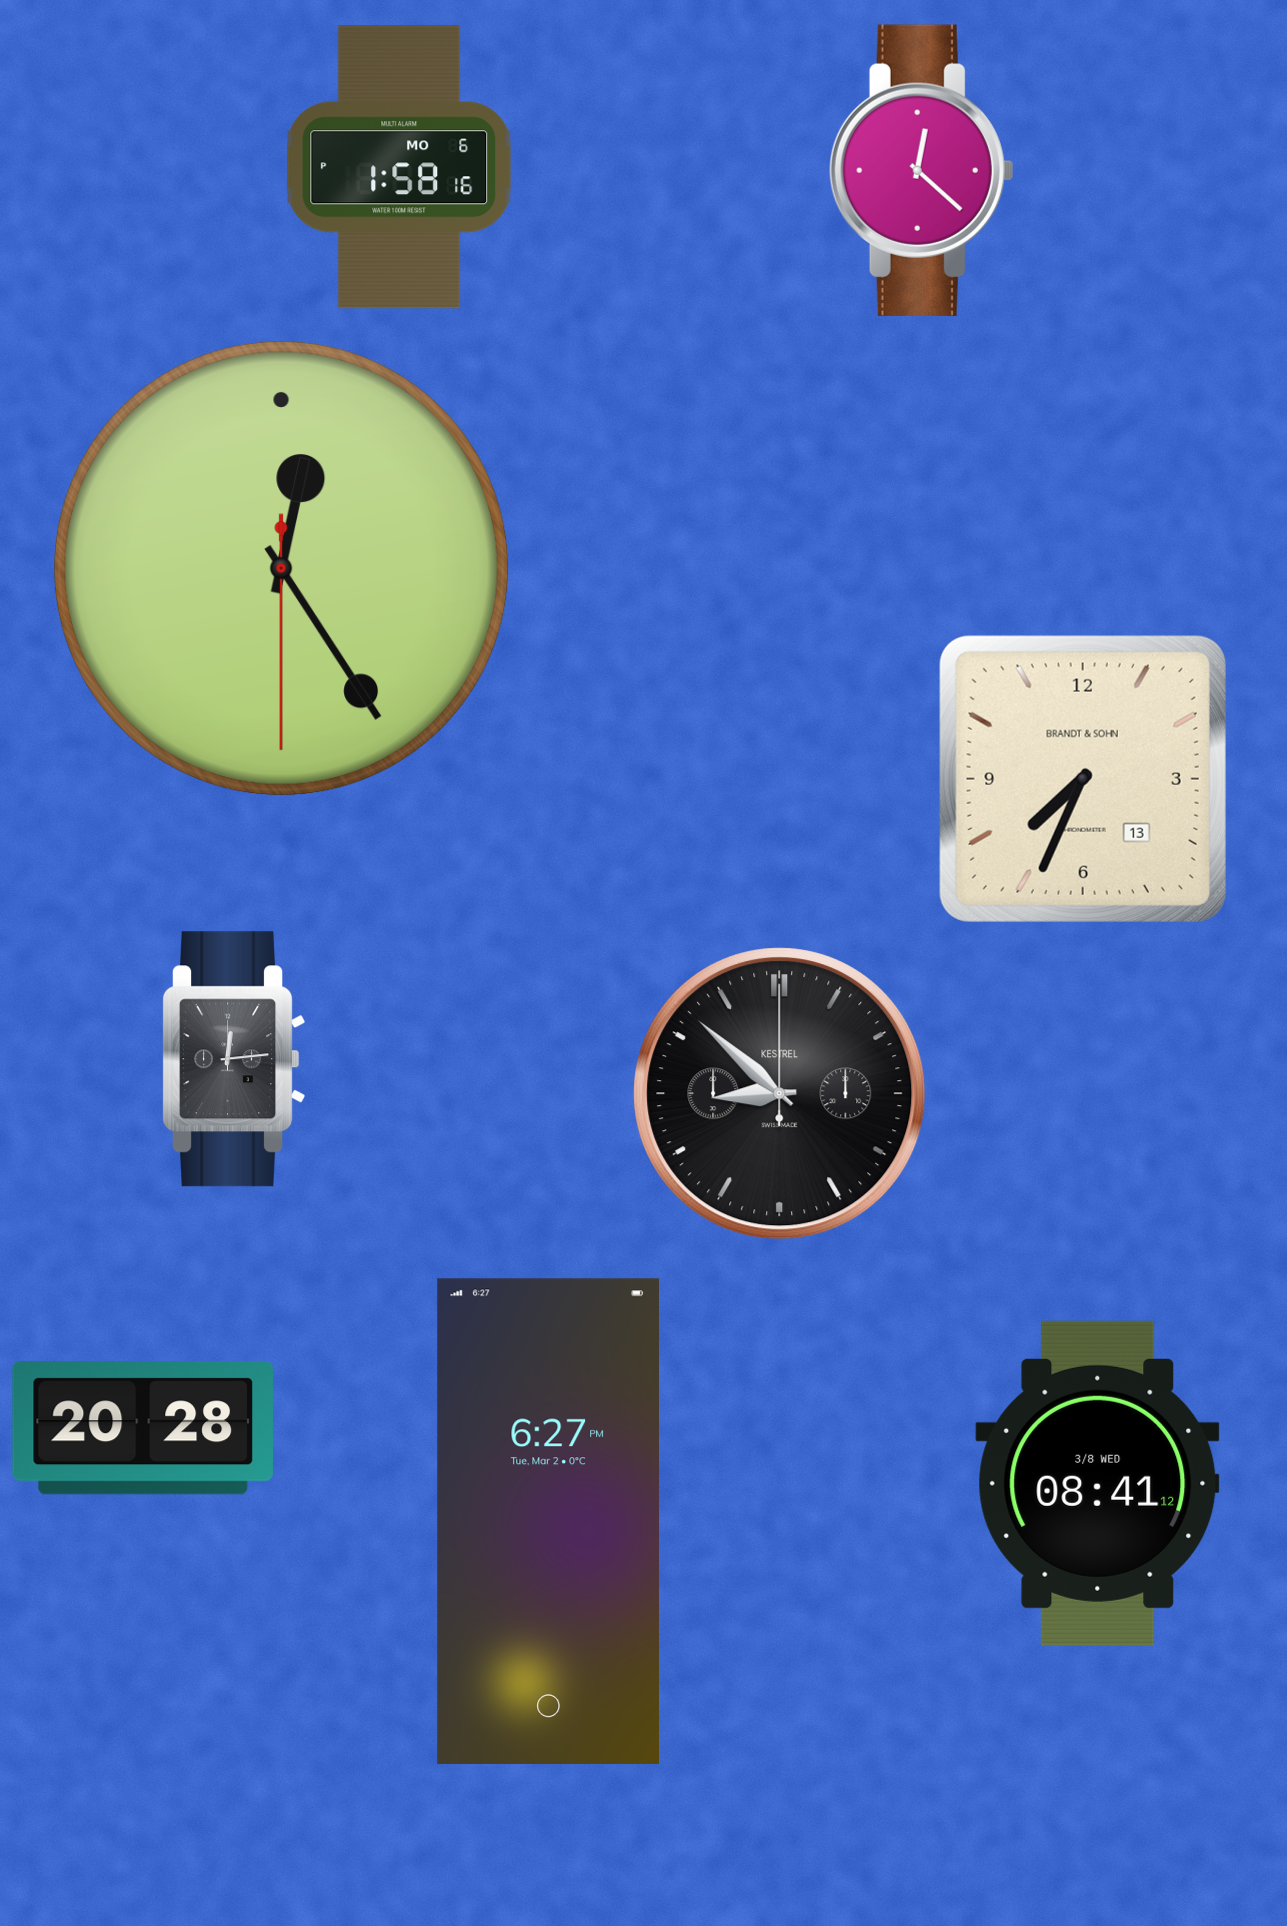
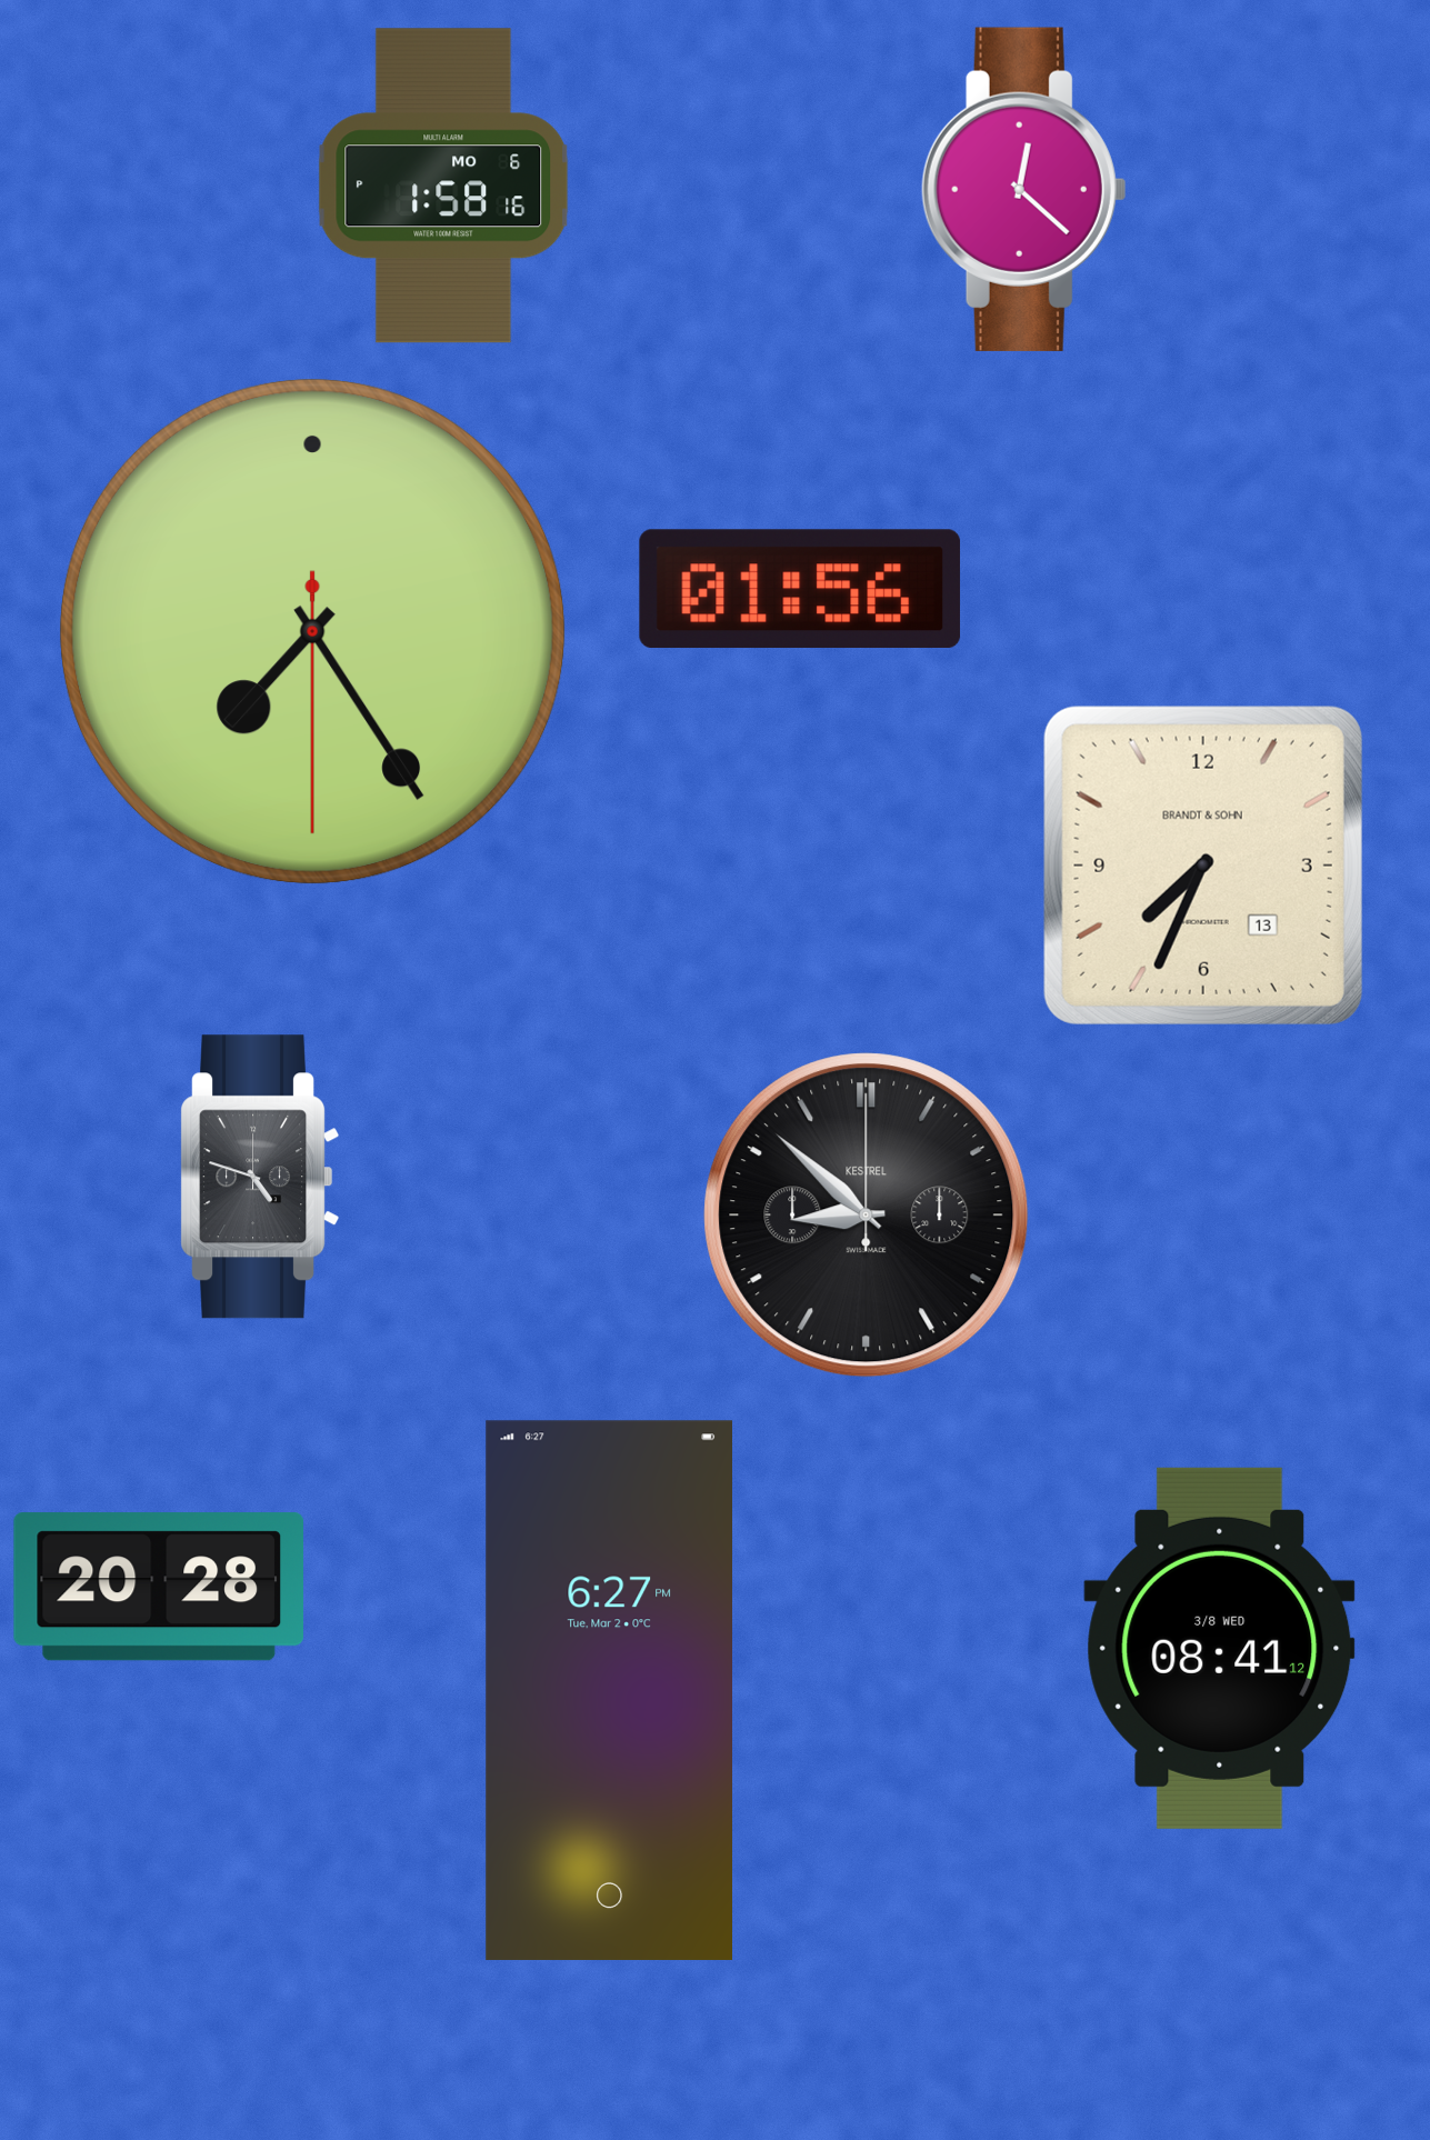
clock at (800, 589): none -> 01:56
clock at (281, 568): 12:24 -> 7:24
clock at (234, 1059): 12:14 -> 4:48
